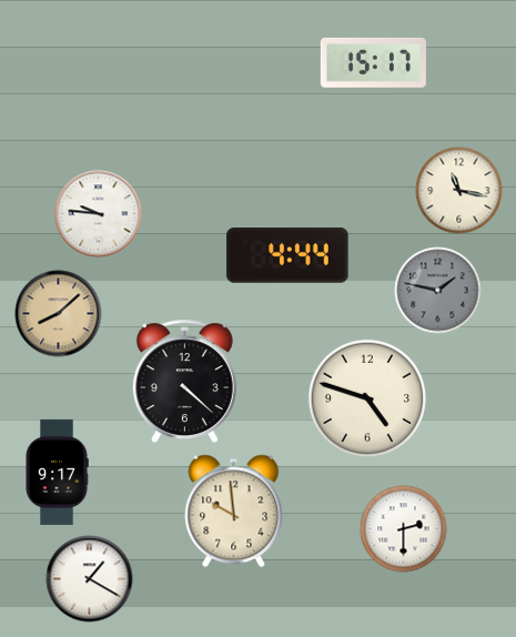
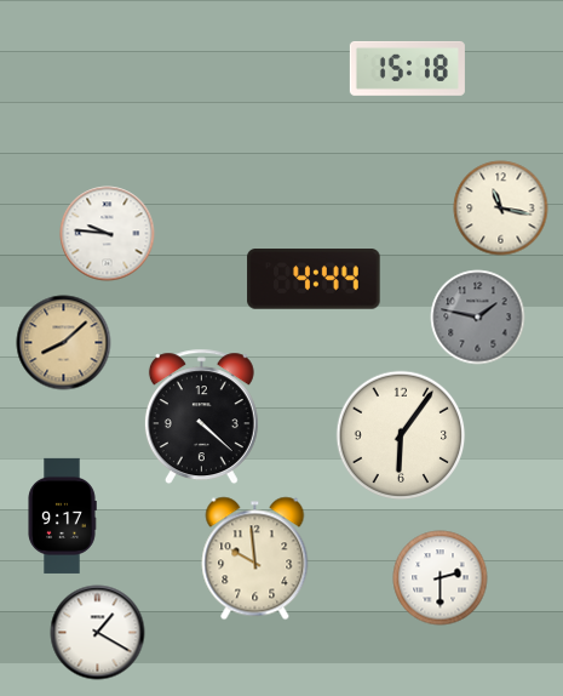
clock at (373, 62): 15:17 -> 15:18
clock at (367, 398): 4:48 -> 6:06
